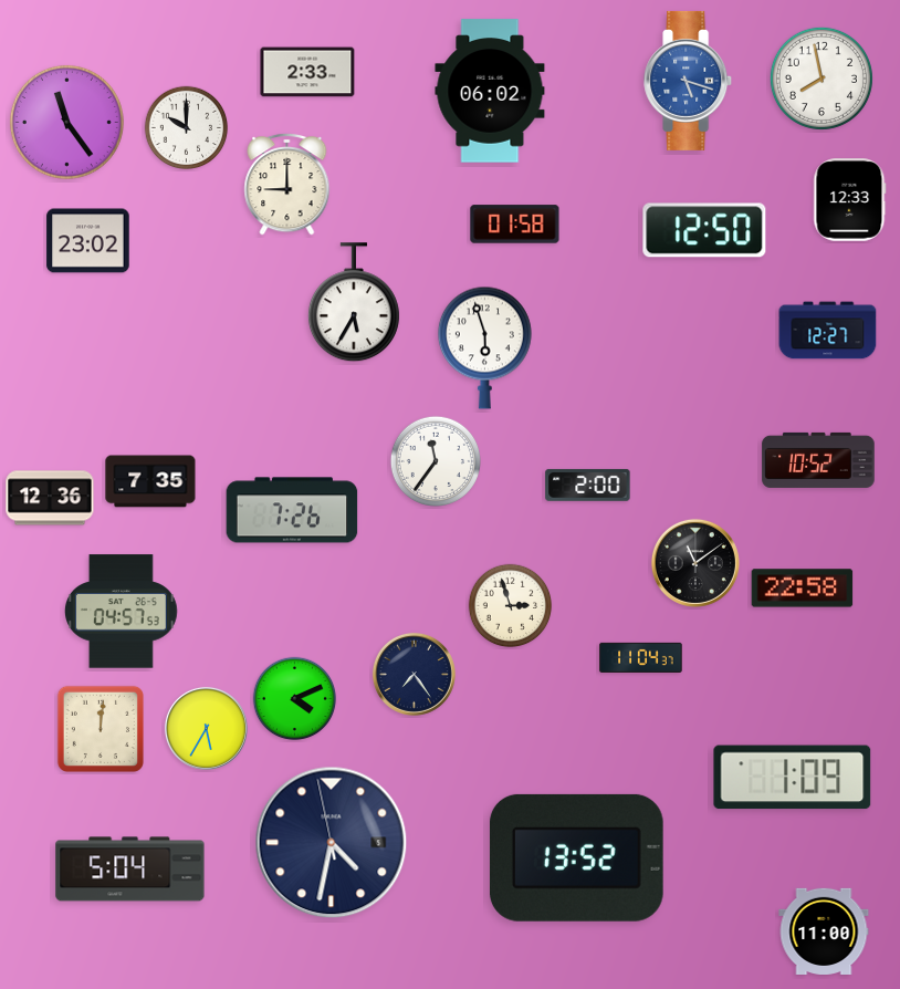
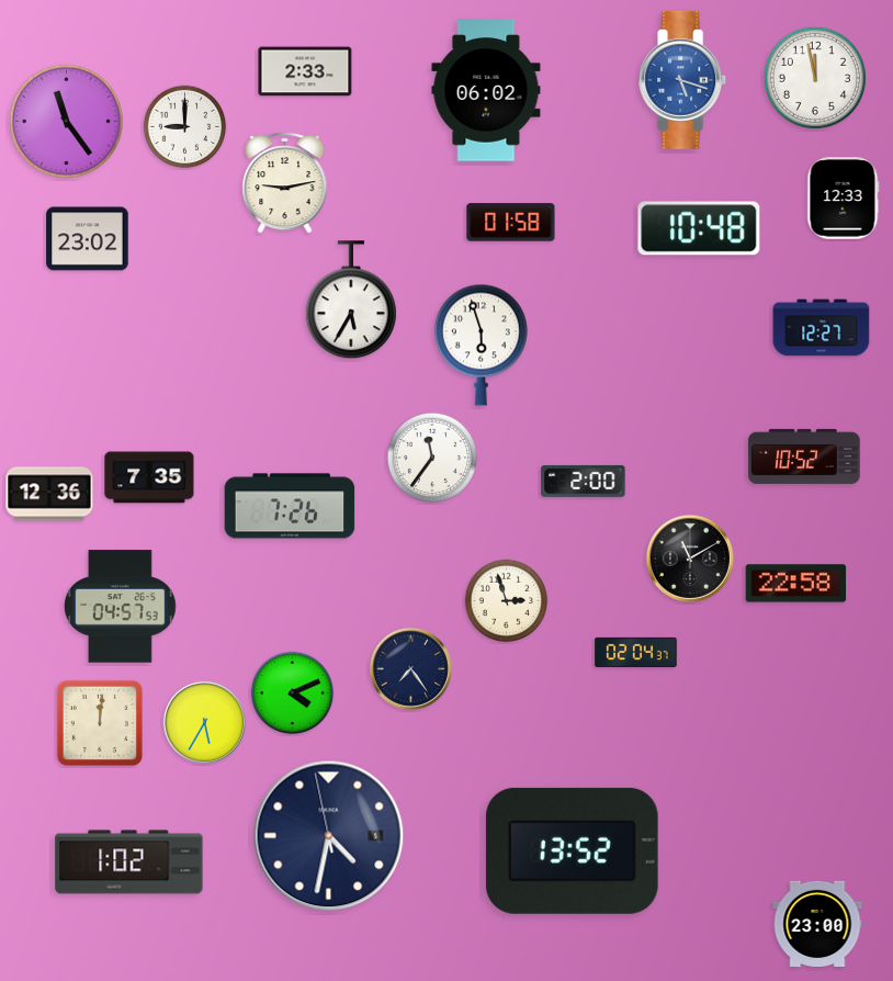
clock at (821, 79): 7:58 -> 11:58
clock at (187, 128): 10:00 -> 9:00
clock at (287, 184): 9:00 -> 9:13
clock at (704, 230): 12:50 -> 10:48
clock at (818, 460) position: (818, 460) -> (804, 456)
clock at (695, 563): 11:09 -> 11:10
clock at (641, 657): 11:04 -> 02:04
clock at (793, 778): 1:09 -> none
clock at (130, 870): 5:04 -> 1:02
clock at (824, 931): 11:00 -> 23:00
